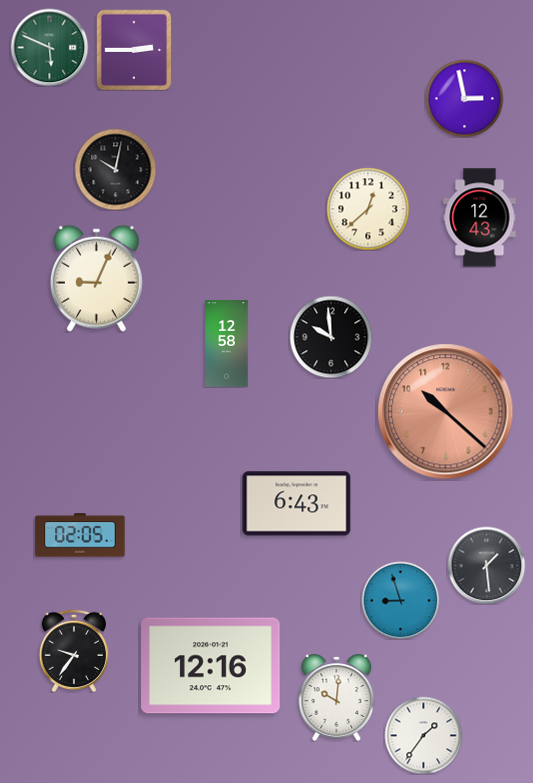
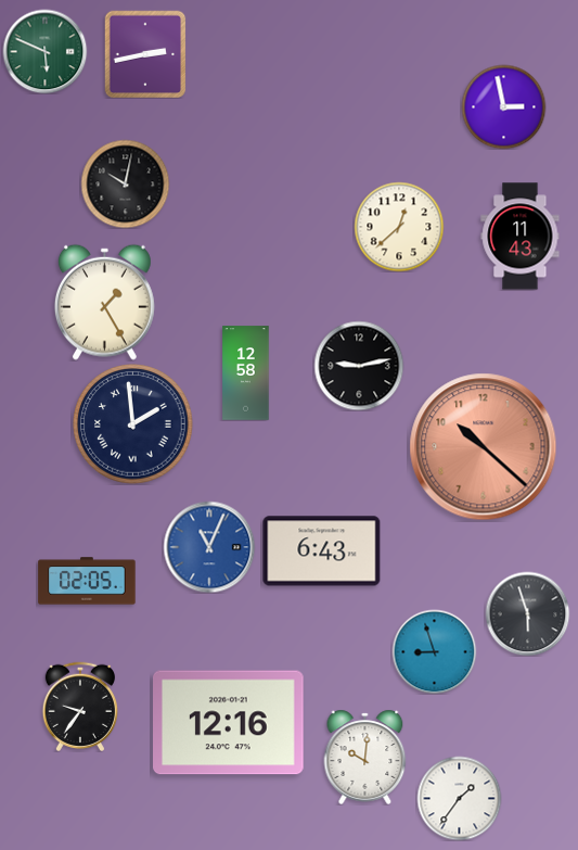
clock at (49, 47) position: (49, 47) -> (44, 51)
clock at (134, 50): 2:45 -> 2:43
clock at (480, 218): 12:43 -> 11:43
clock at (96, 278): 9:04 -> 1:25
clock at (331, 337): 9:59 -> 9:13
clock at (133, 424): none -> 1:59
clock at (209, 547): none -> 11:04
clock at (297, 504) position: (297, 504) -> (322, 551)
clock at (486, 565): 1:29 -> 5:57
